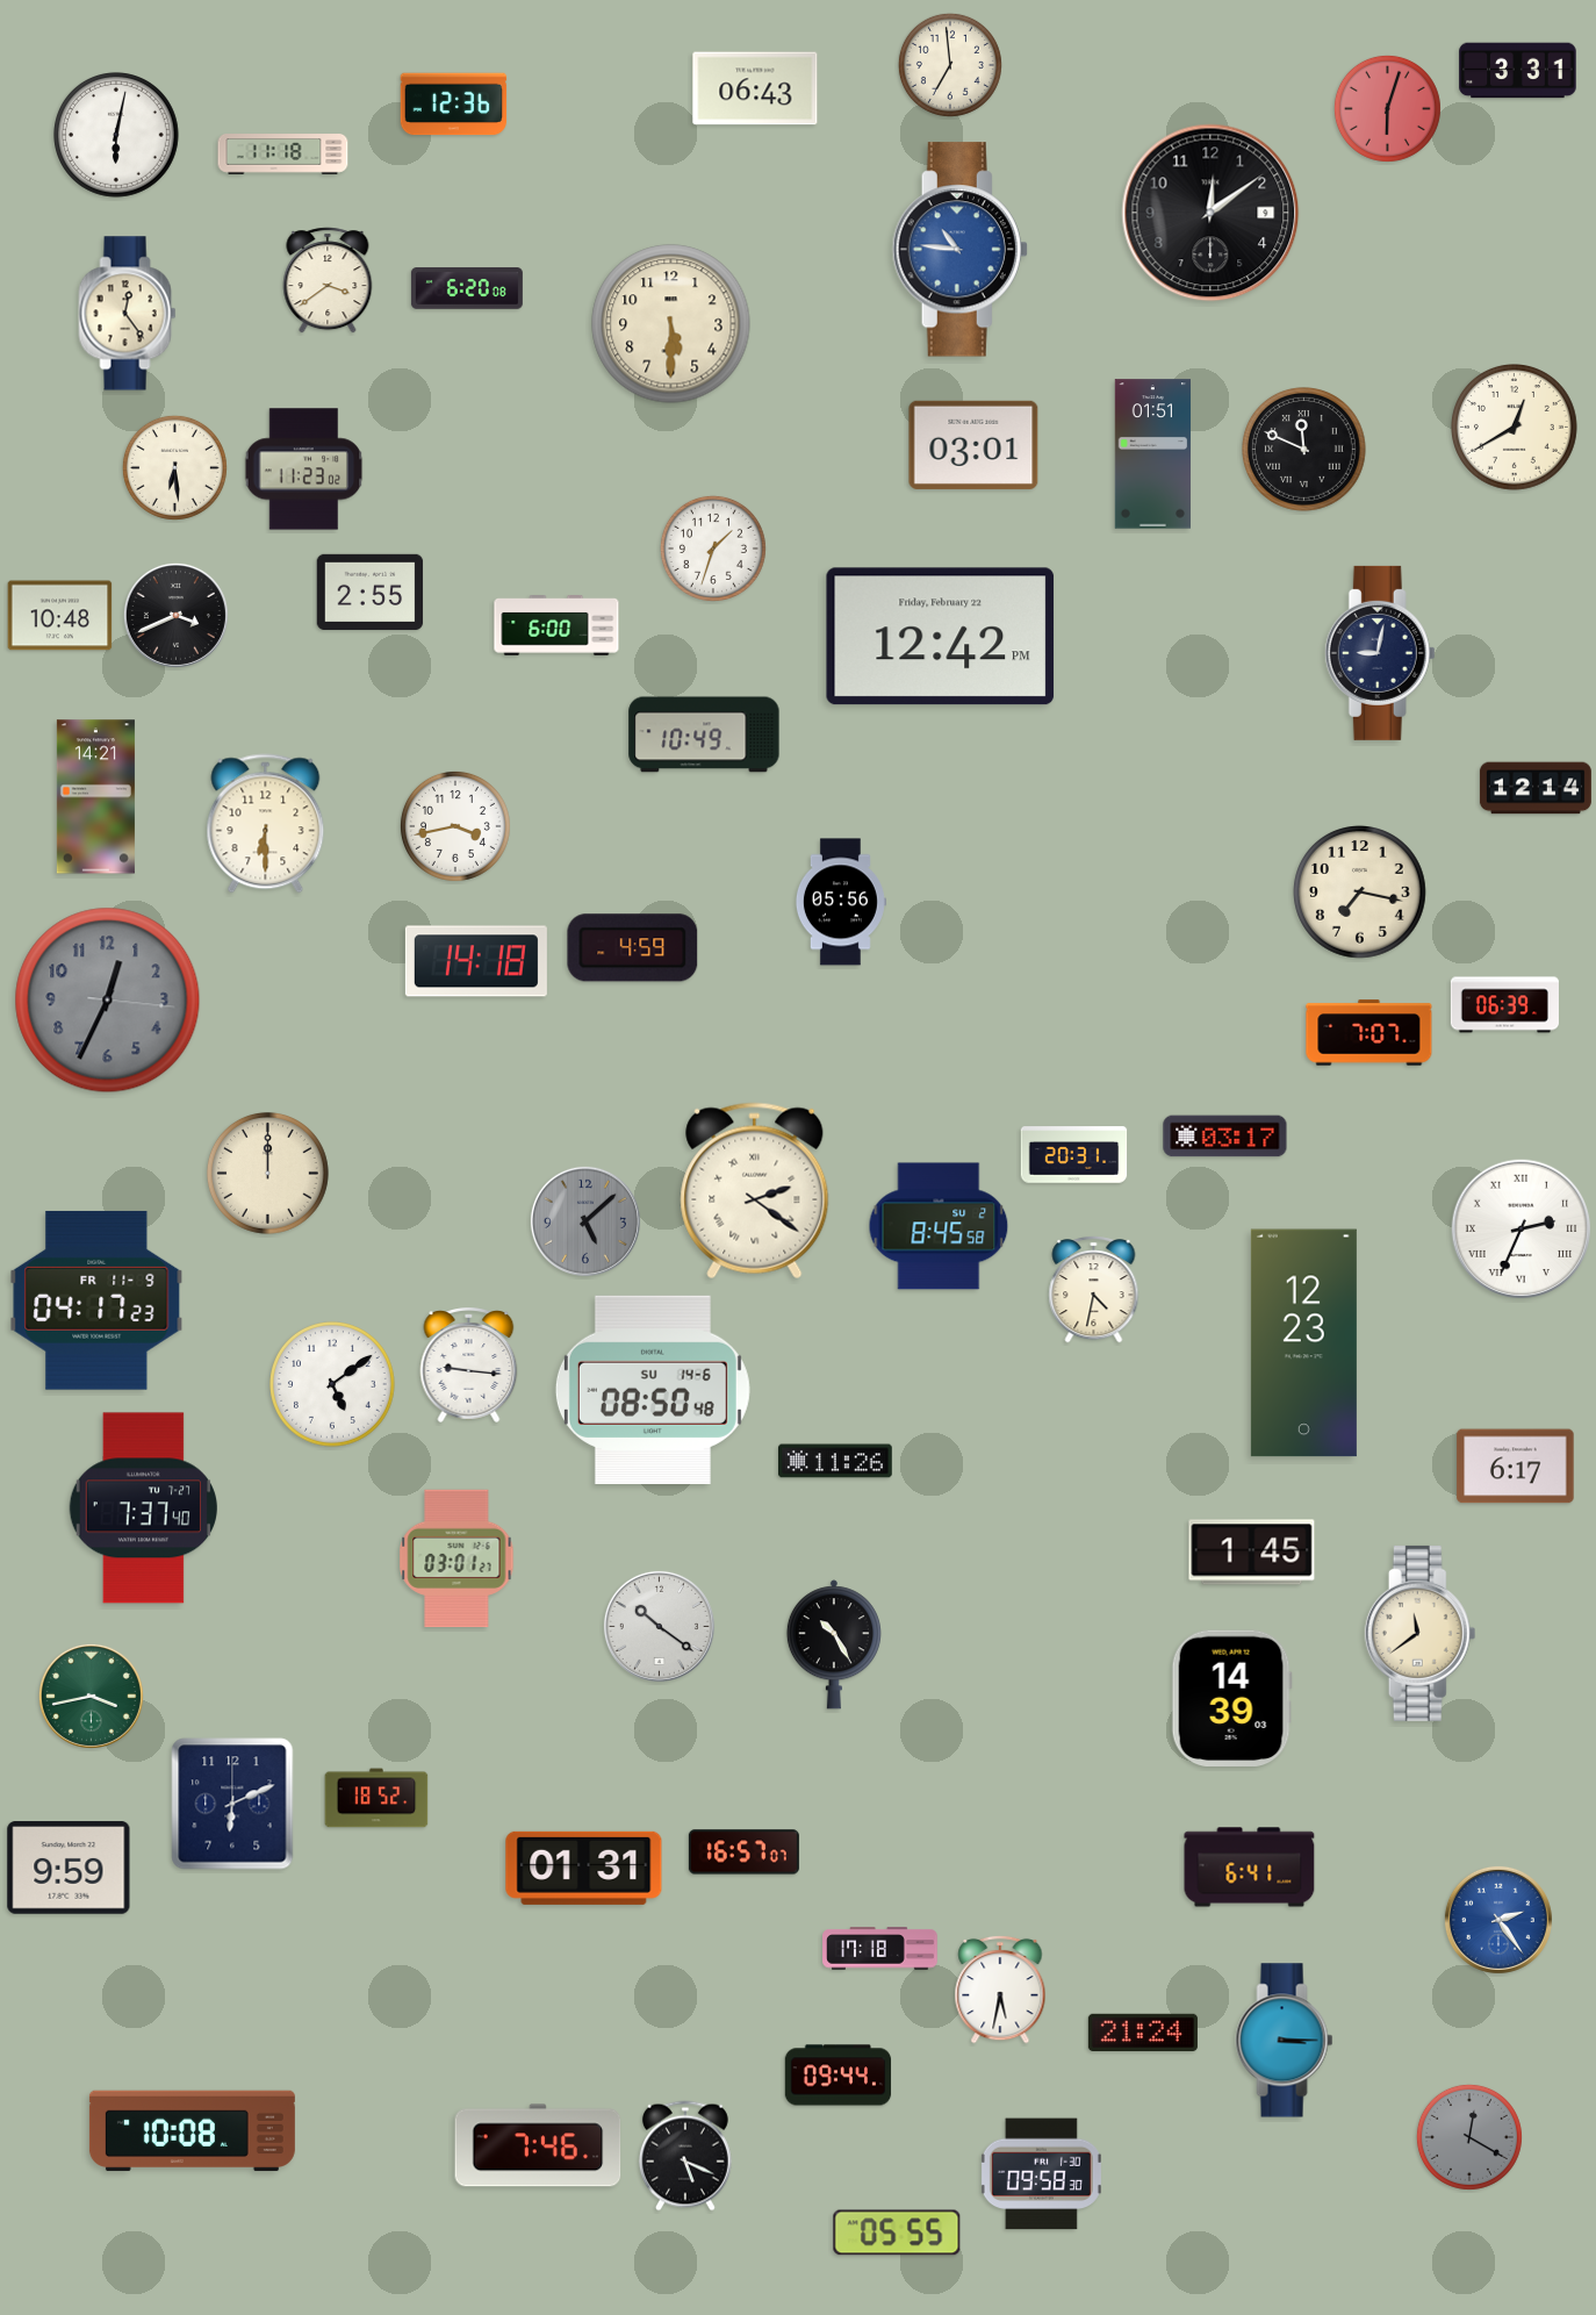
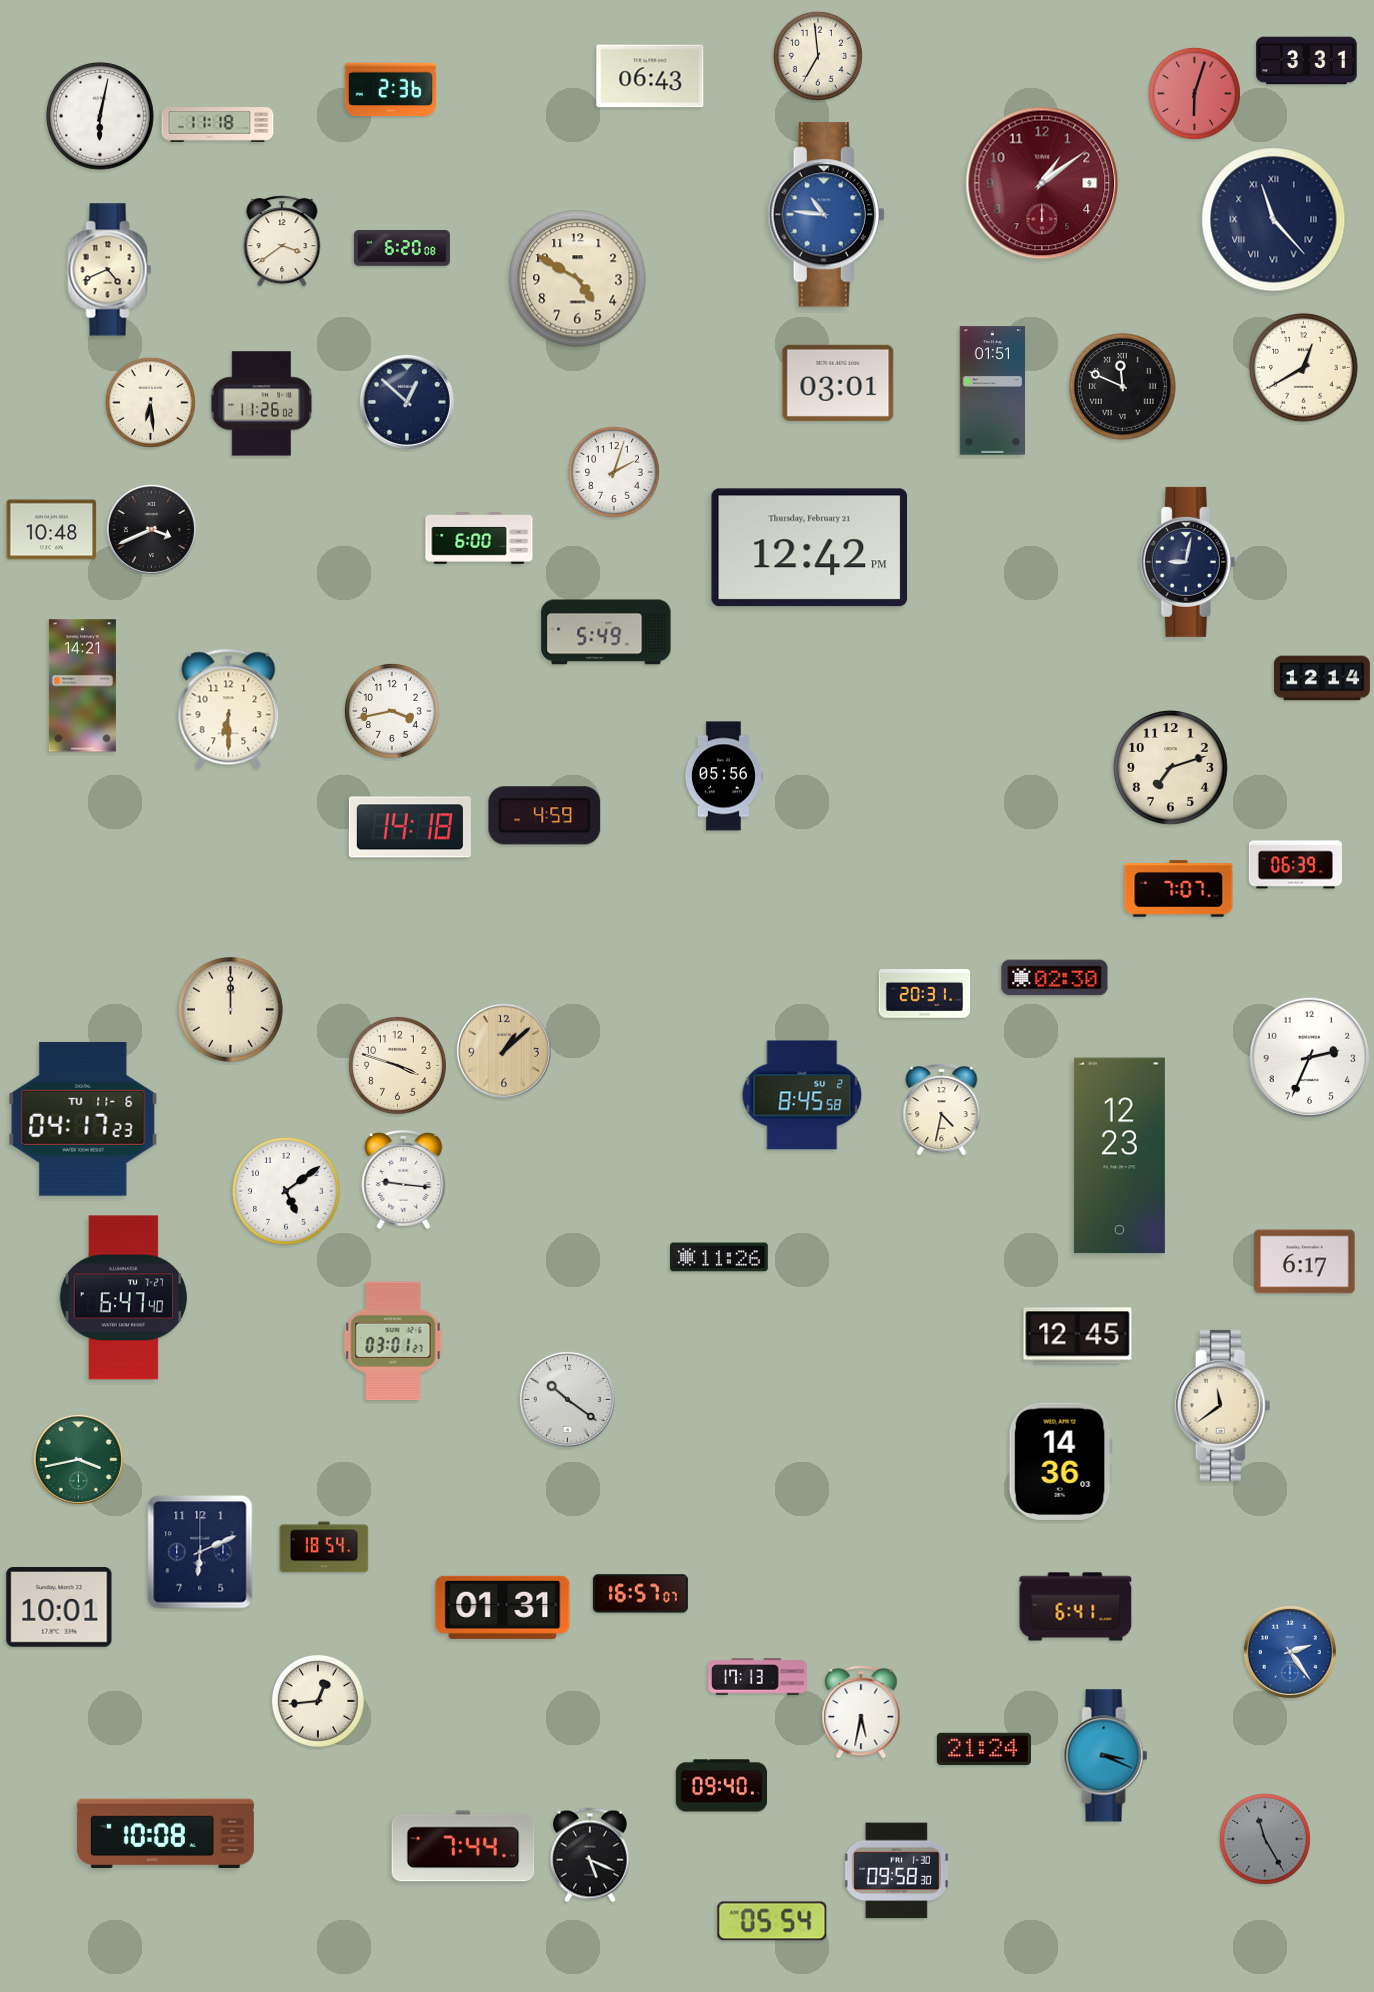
clock at (454, 105): 12:36 -> 2:36
clock at (283, 155) position: (283, 155) -> (218, 125)
clock at (1210, 213): 12:09 -> 1:09
clock at (1210, 213) dial: black -> burgundy
clock at (1274, 220): none -> 11:23
clock at (128, 314): 12:24 -> 4:41
clock at (671, 324): 5:30 -> 4:50
clock at (407, 402): none -> 12:52
clock at (304, 470): 11:23 -> 11:26
clock at (713, 549): 1:33 -> 2:03
clock at (371, 592): 2:55 -> none
clock at (941, 637) date: Friday, February 22 -> Thursday, February 21
clock at (704, 734): 10:49 -> 5:49
clock at (1360, 893): 7:17 -> 7:12
clock at (108, 1001): 12:34 -> none
clock at (1225, 1137): 03:17 -> 02:30
clock at (755, 1191): 2:21 -> none
clock at (585, 1221): 5:08 -> 1:08
clock at (585, 1221) dial: grey -> champagne
clock at (939, 1226) position: (939, 1226) -> (802, 1095)
clock at (1522, 1230) numerals: Roman -> Arabic
clock at (397, 1065): none -> 3:48
clock at (96, 1300) date: FR 11-9 -> TU 11-6
clock at (1303, 1343) position: (1303, 1343) -> (1119, 1156)
clock at (469, 1364) position: (469, 1364) -> (404, 1179)
clock at (653, 1390): 08:50 -> none
clock at (143, 1508): 7:37 -> 6:47
clock at (1252, 1553): 1:45 -> 12:45
clock at (834, 1644): 10:25 -> none
clock at (1231, 1699): 14:39 -> 14:36
clock at (376, 1798): 18:52 -> 18:54
clock at (69, 1868): 9:59 -> 10:01
clock at (880, 1949): 17:18 -> 17:13
clock at (318, 1701): none -> 12:44
clock at (1285, 2041): 3:15 -> 3:19
clock at (839, 2076): 09:44 -> 09:40
clock at (1469, 2137): 12:20 -> 11:25
clock at (538, 2145): 7:46 -> 7:44
clock at (897, 2232): 05:55 -> 05:54
